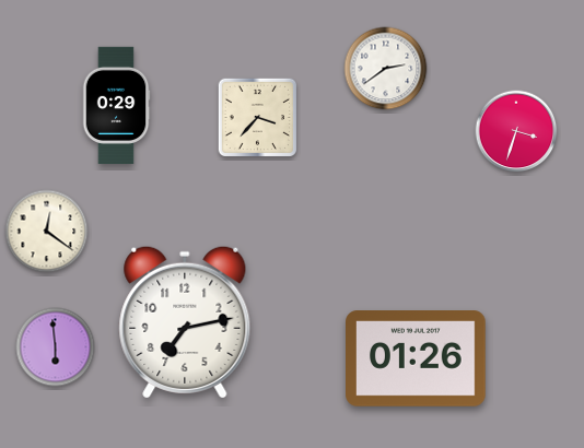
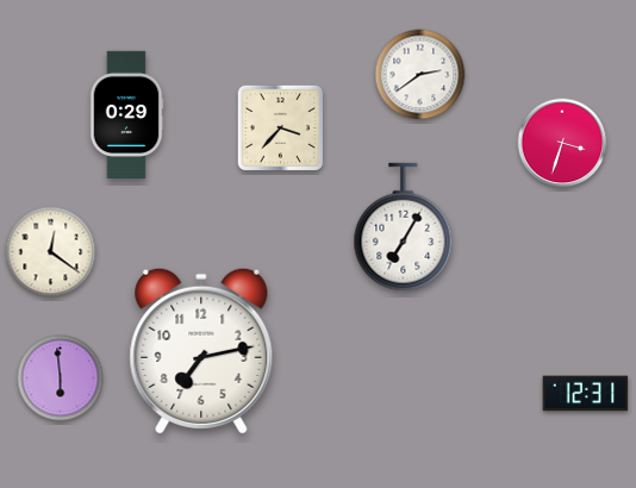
clock at (404, 227): none -> 7:05
clock at (417, 359): 01:26 -> none
clock at (586, 394): none -> 12:31
